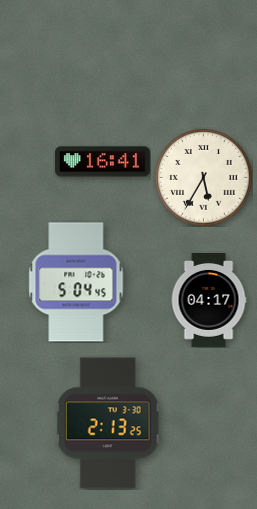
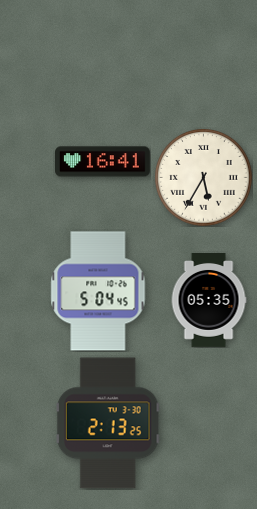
clock at (76, 282) position: (76, 282) -> (98, 291)
clock at (209, 301): 04:17 -> 05:35
